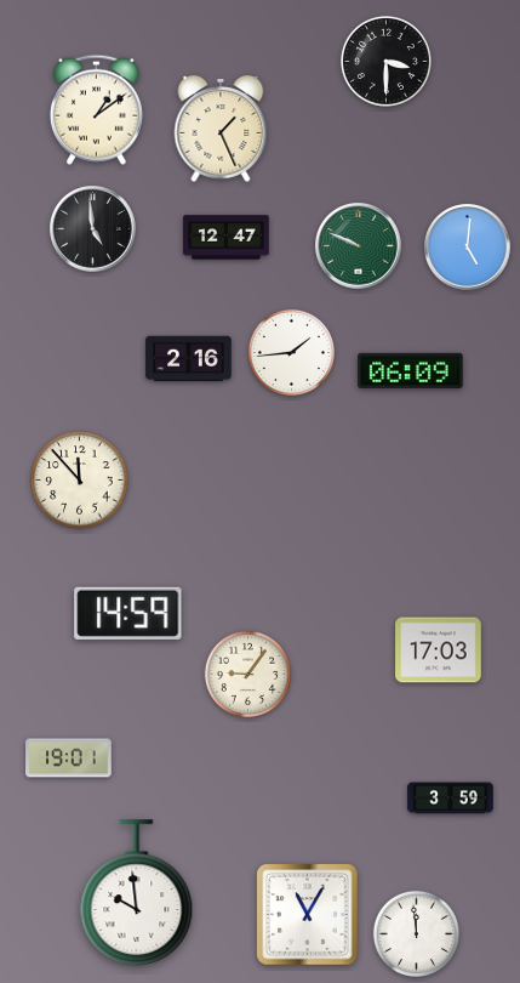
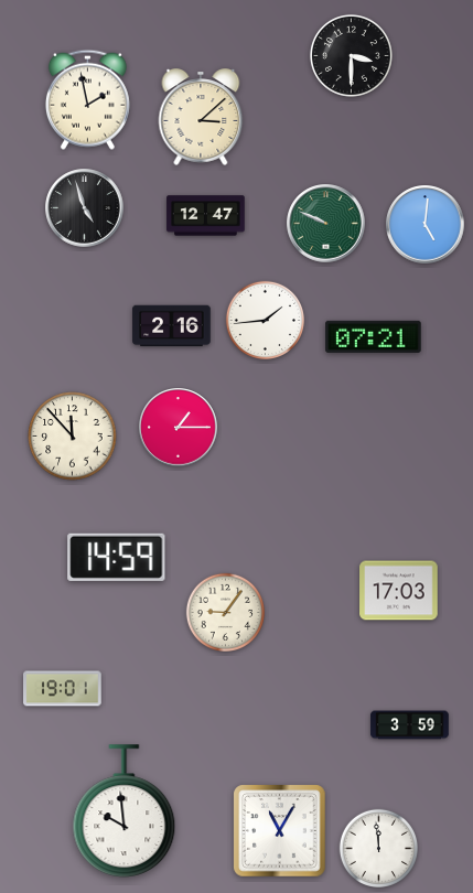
clock at (96, 109): 1:09 -> 1:58
clock at (221, 129): 1:26 -> 3:08
clock at (93, 229): 4:59 -> 4:57
clock at (411, 370): 06:09 -> 07:21
clock at (179, 428): none -> 1:15
